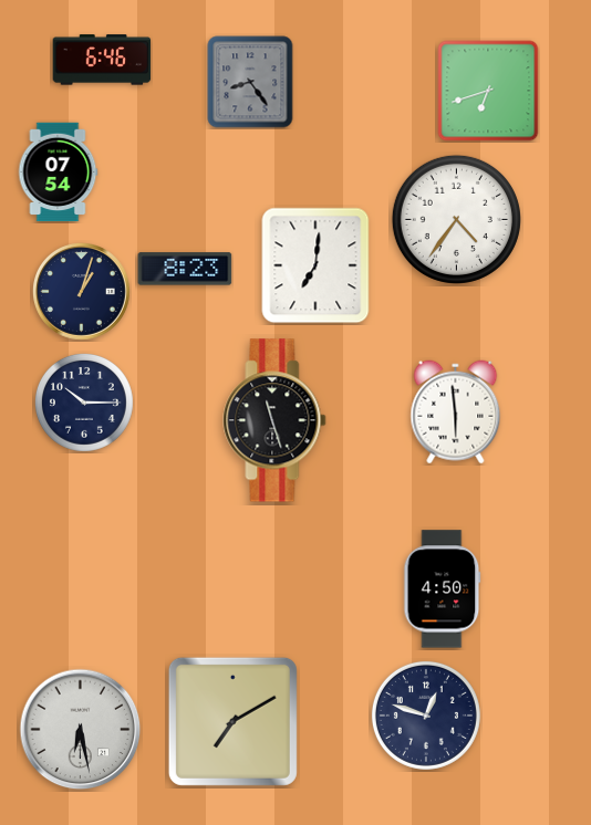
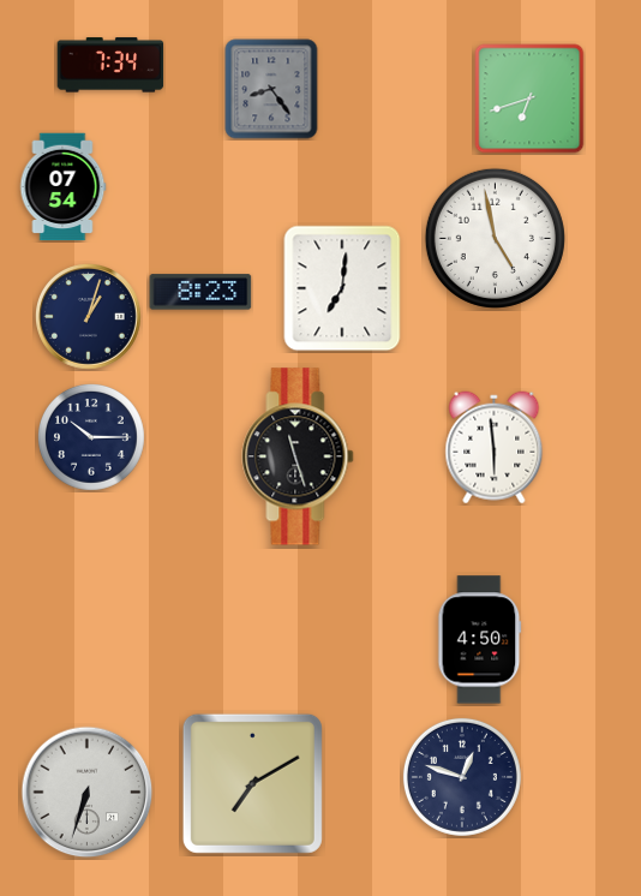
clock at (102, 60): 6:46 -> 7:34
clock at (456, 219): 4:36 -> 4:58
clock at (81, 730): 6:28 -> 6:33
